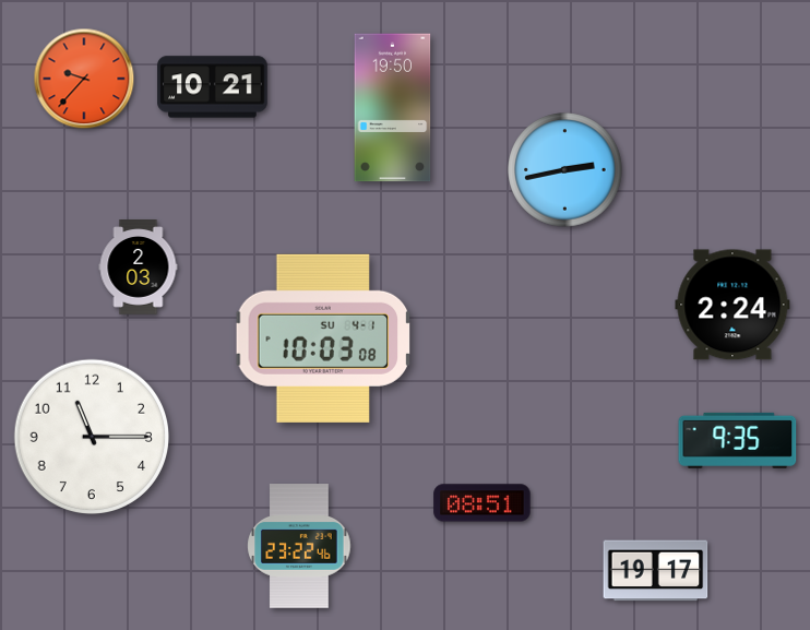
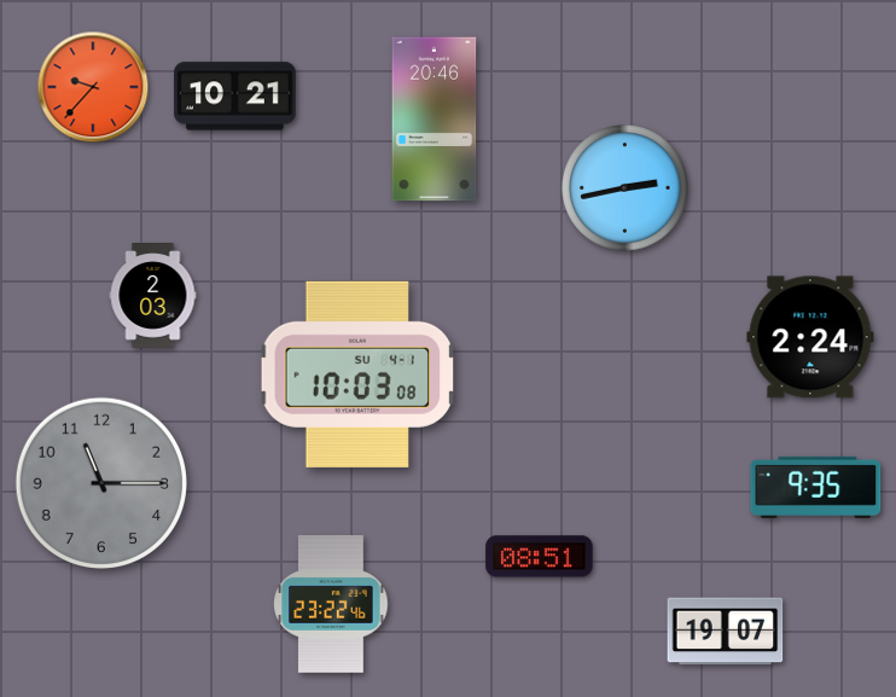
clock at (393, 108): 19:50 -> 20:46
clock at (91, 436) dial: white -> grey
clock at (483, 503) position: (483, 503) -> (540, 557)
clock at (656, 571): 19:17 -> 19:07
